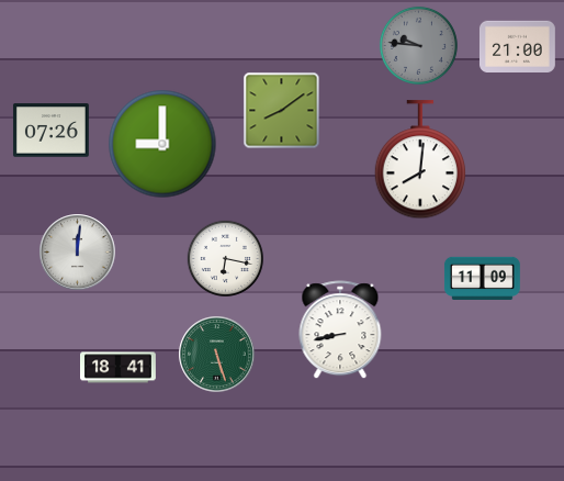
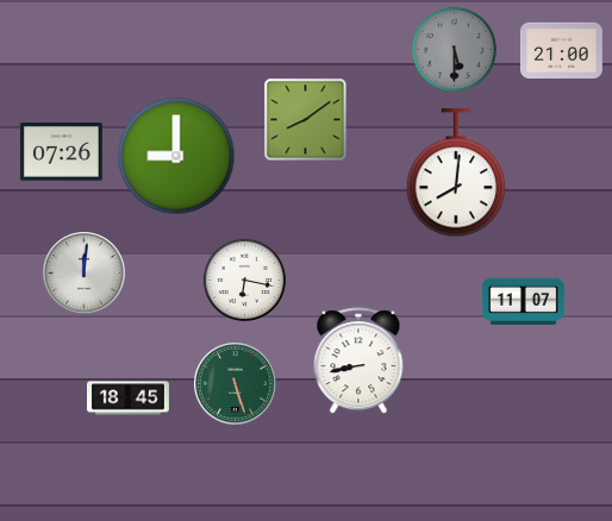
clock at (418, 45): 9:46 -> 5:30
clock at (50, 131) position: (50, 131) -> (61, 152)
clock at (482, 278): 11:09 -> 11:07
clock at (340, 331) position: (340, 331) -> (358, 362)
clock at (119, 368): 18:41 -> 18:45
